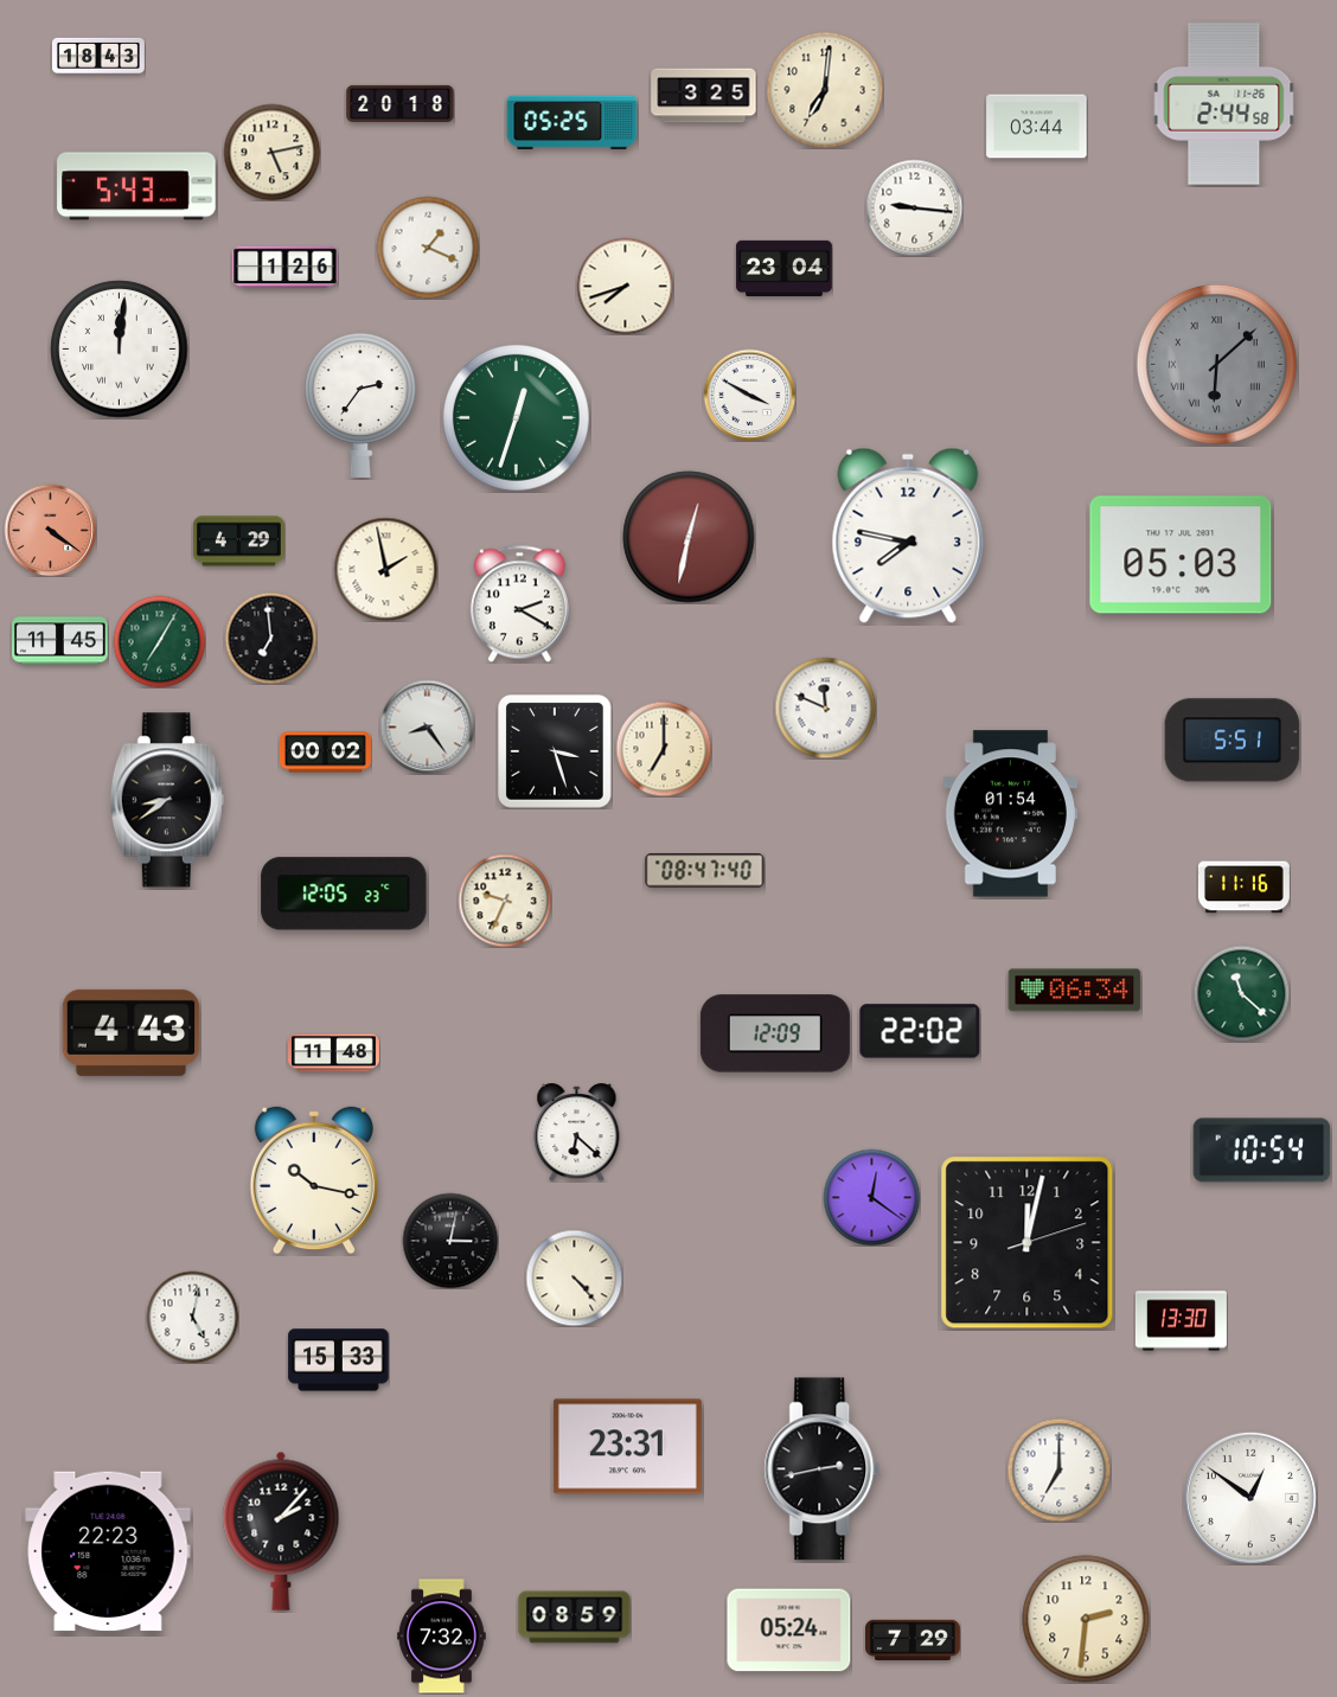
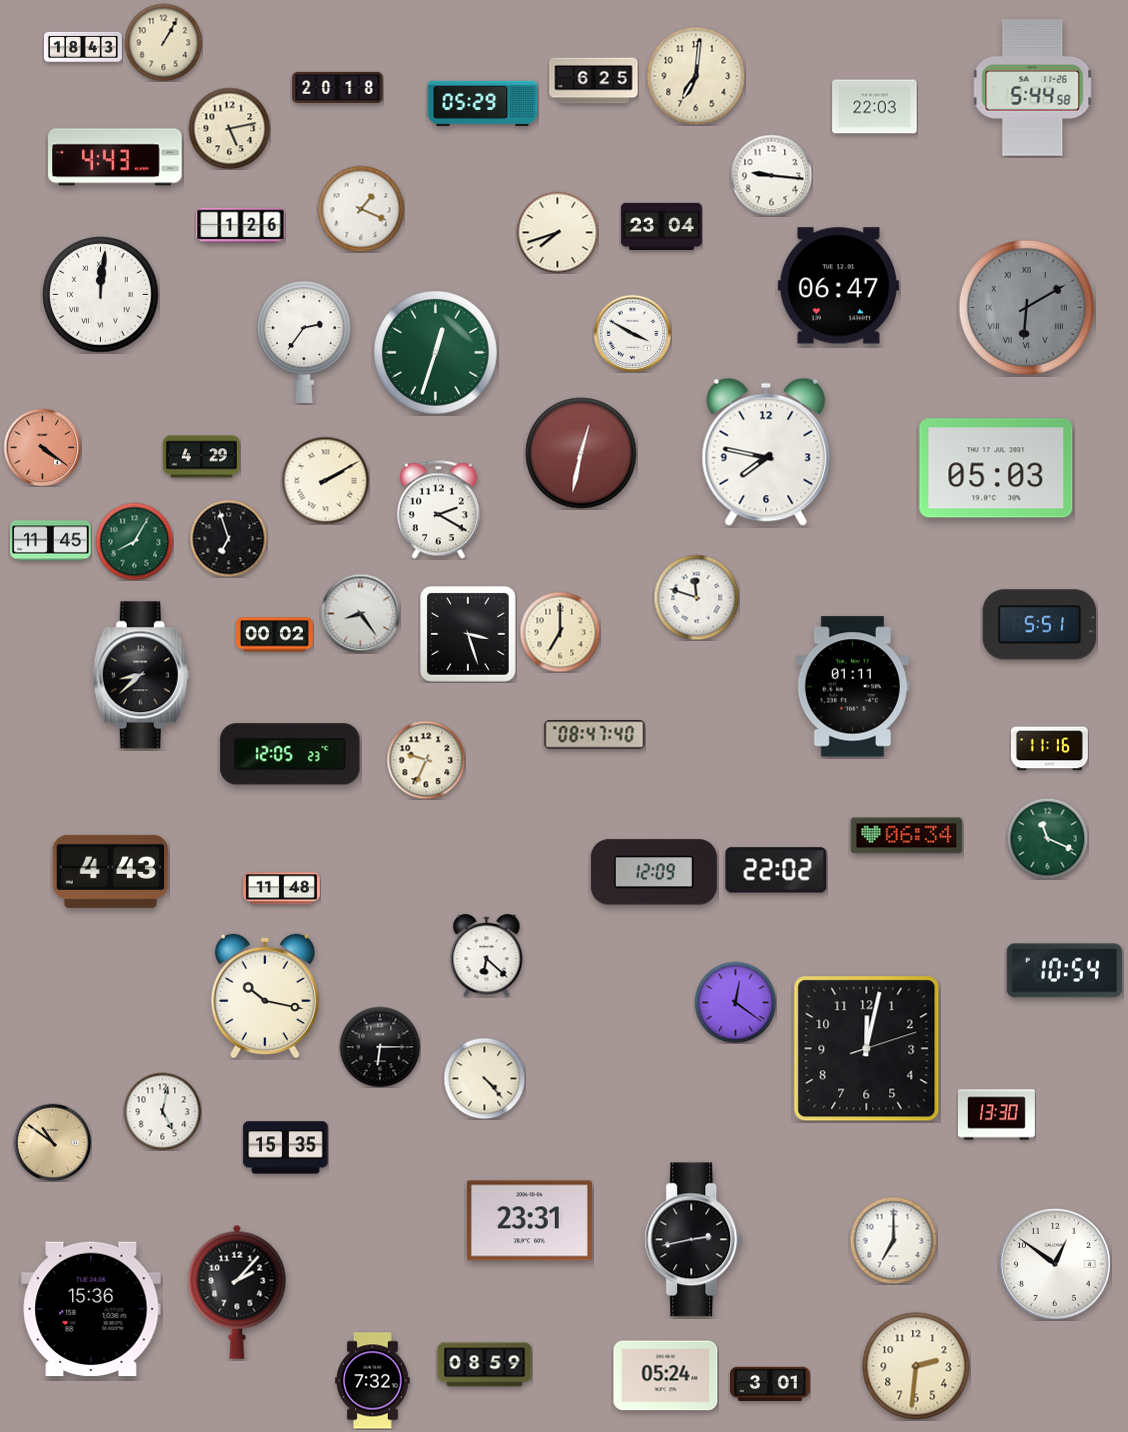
clock at (163, 42): none -> 1:05
clock at (704, 96): 3:25 -> 6:25
clock at (1224, 104): 2:44 -> 5:44
clock at (572, 122): 05:25 -> 05:29
clock at (1037, 127): 03:44 -> 22:03
clock at (136, 186): 5:43 -> 4:43
clock at (625, 286) position: (625, 286) -> (557, 232)
clock at (838, 286): none -> 06:47
clock at (1216, 364): 6:08 -> 6:10
clock at (385, 569): 1:58 -> 2:10
clock at (270, 638): 6:59 -> 6:57
clock at (159, 641): 7:05 -> 8:05
clock at (825, 707): 11:49 -> 11:48
clock at (167, 800): 8:39 -> 8:38
clock at (1010, 814): 01:54 -> 01:11
clock at (1241, 993): 11:22 -> 11:19
clock at (871, 1197) position: (871, 1197) -> (735, 1002)
clock at (450, 1241): 3:02 -> 6:15
clock at (52, 1142): none -> 10:51
clock at (339, 1360): 15:33 -> 15:35
clock at (108, 1551): 22:23 -> 15:36
clock at (913, 1639): 7:29 -> 3:01
